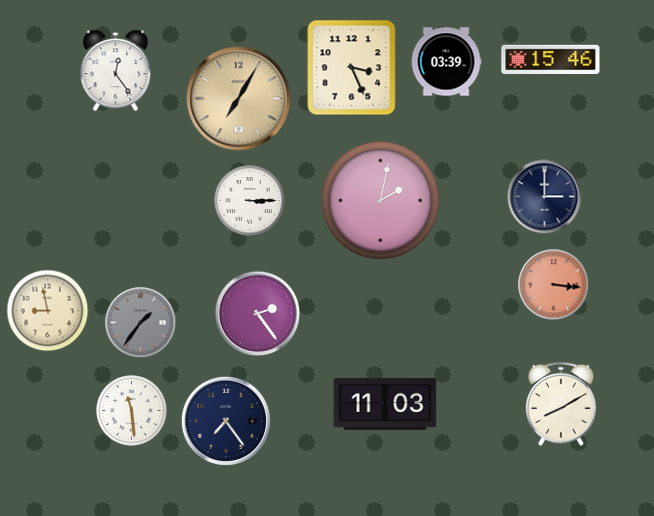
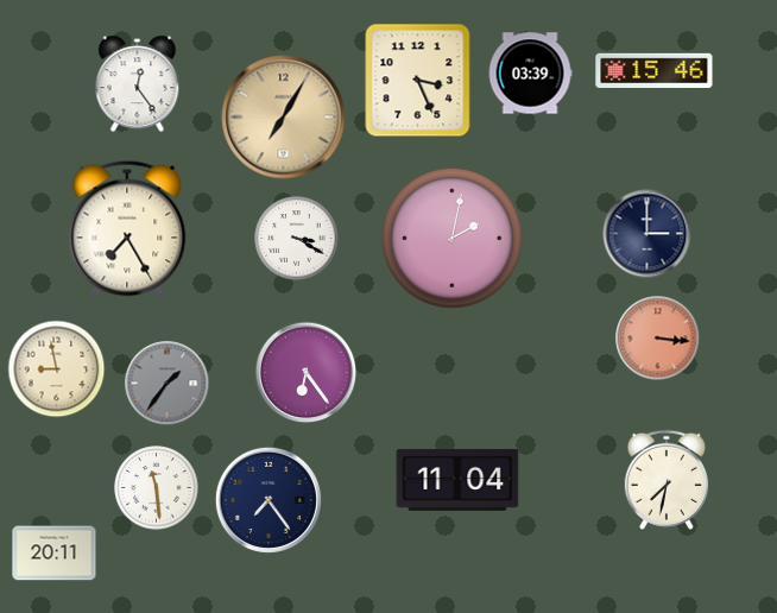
clock at (127, 230): none -> 7:25
clock at (250, 201): 3:15 -> 3:20
clock at (258, 314): 2:24 -> 6:24
clock at (385, 404): 11:03 -> 11:04
clock at (561, 404): 8:10 -> 7:32
clock at (55, 554): none -> 20:11
